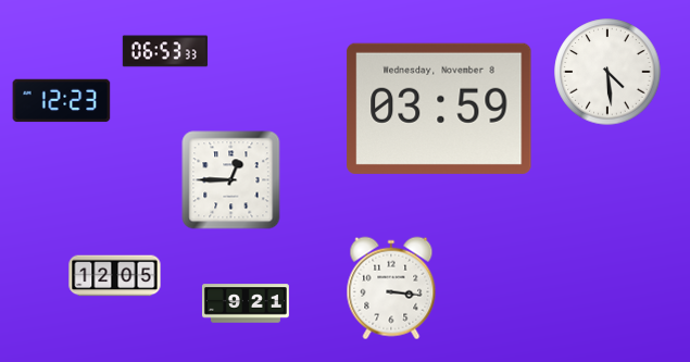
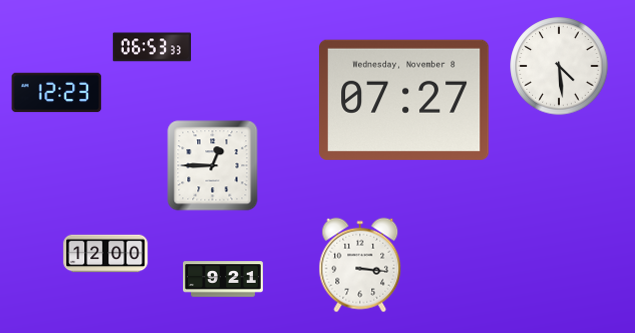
clock at (439, 109): 03:59 -> 07:27
clock at (115, 276): 12:05 -> 12:00
clock at (246, 303) position: (246, 303) -> (223, 279)
